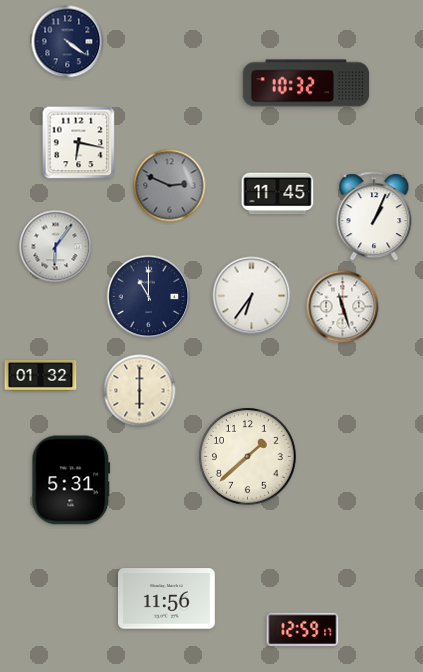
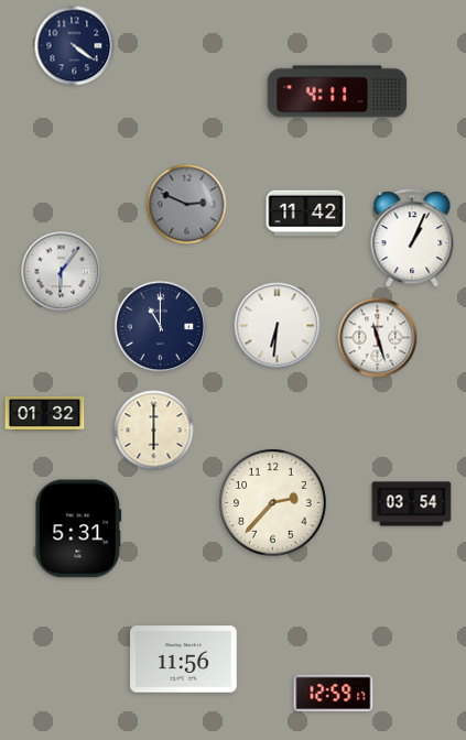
clock at (306, 83): 10:32 -> 4:11
clock at (79, 143): 6:17 -> none
clock at (278, 194): 11:45 -> 11:42
clock at (252, 296): 6:36 -> 6:31
clock at (149, 297) position: (149, 297) -> (161, 327)
clock at (248, 457): 1:38 -> 2:37
clock at (412, 504): none -> 03:54
